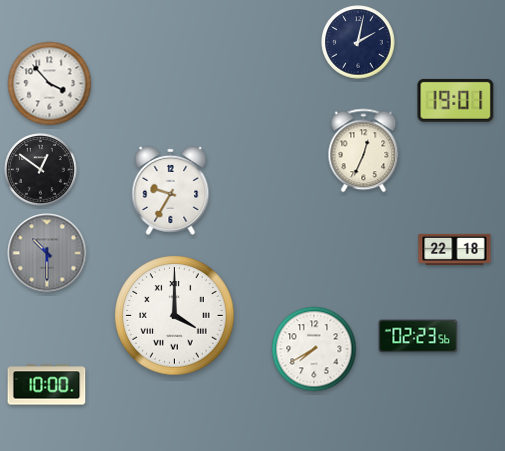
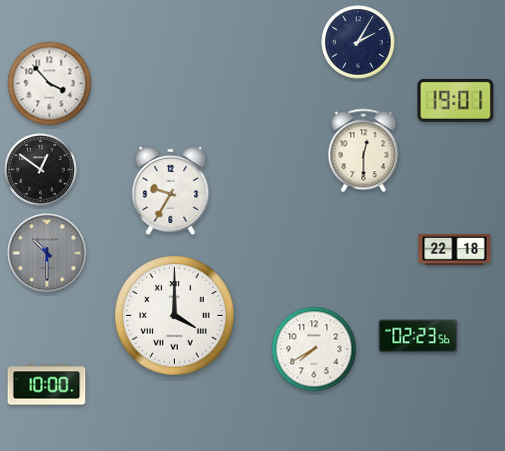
clock at (358, 42): 2:02 -> 2:05
clock at (364, 151): 12:34 -> 12:30
